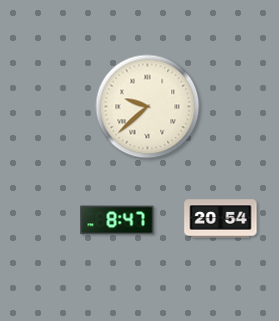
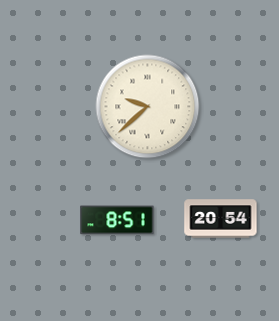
clock at (117, 220): 8:47 -> 8:51
